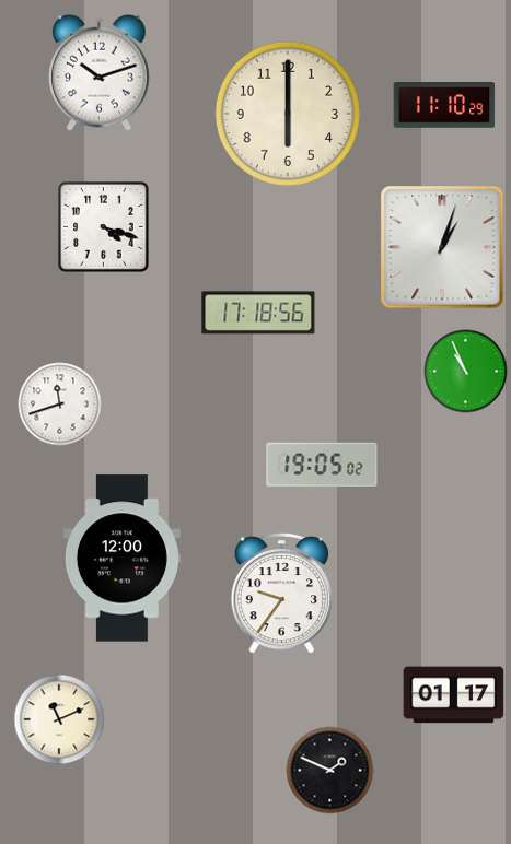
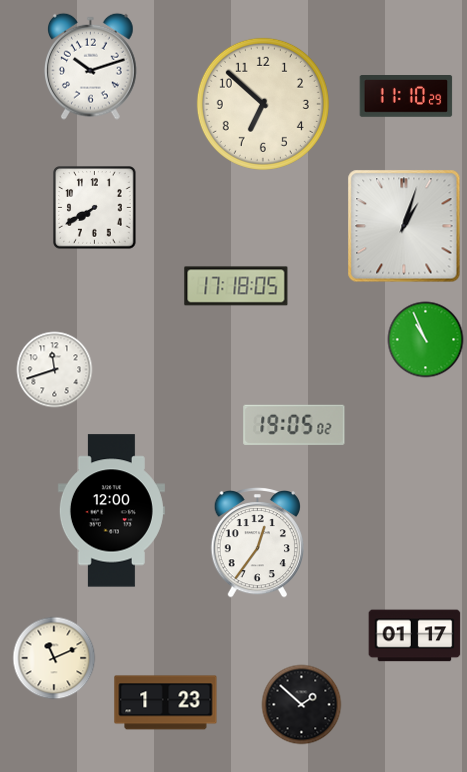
clock at (288, 114): 6:00 -> 6:52
clock at (104, 227): 4:18 -> 7:40
clock at (258, 313): 17:18:56 -> 17:18:05
clock at (281, 594): 9:36 -> 12:36
clock at (166, 703): none -> 1:23
clock at (330, 771): 1:49 -> 1:52
